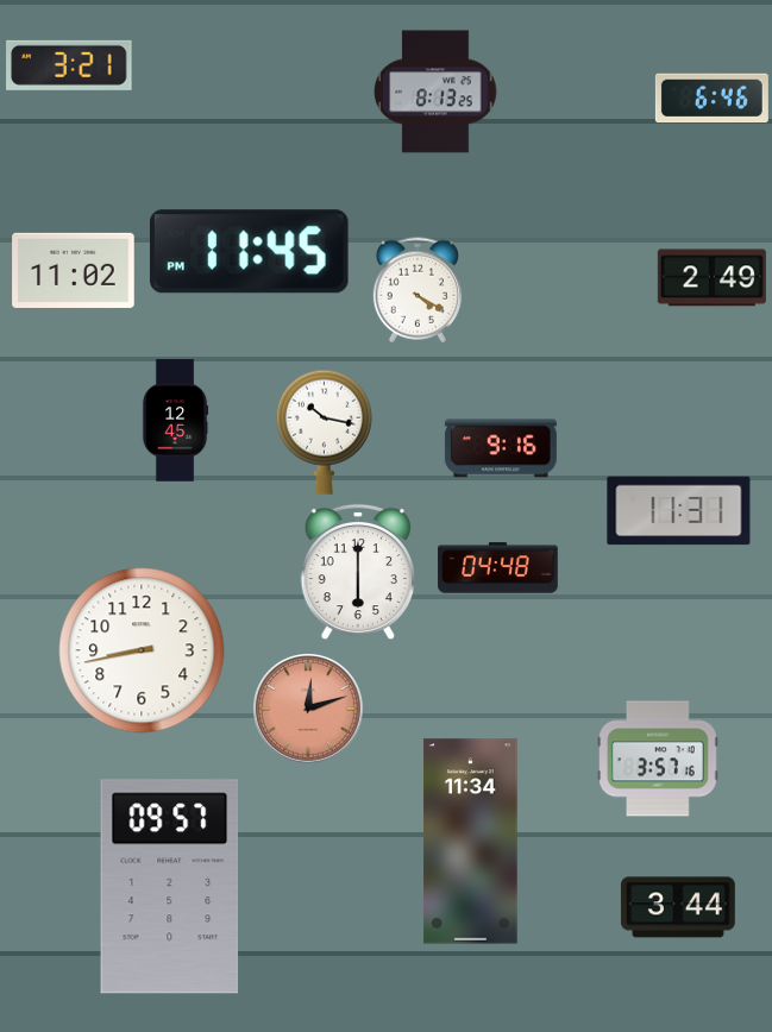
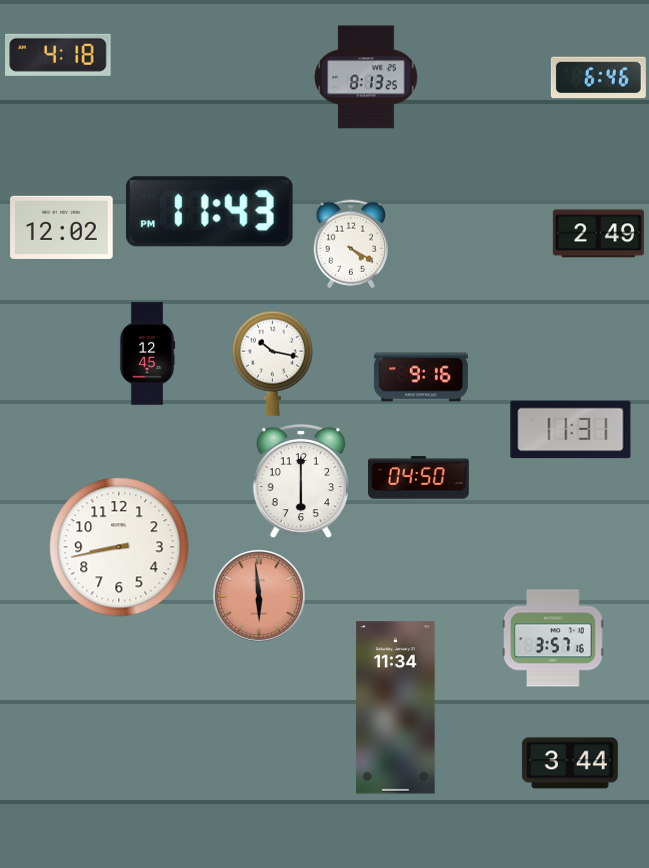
clock at (69, 65): 3:21 -> 4:18
clock at (711, 99) position: (711, 99) -> (598, 78)
clock at (249, 252): 11:45 -> 11:43
clock at (74, 270): 11:02 -> 12:02
clock at (498, 568): 04:48 -> 04:50
clock at (308, 709): 12:12 -> 5:59
clock at (170, 887): 09:57 -> none
